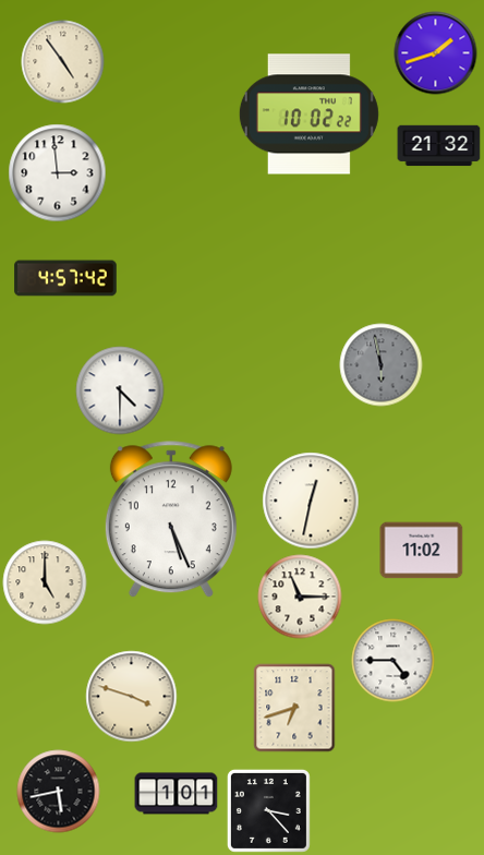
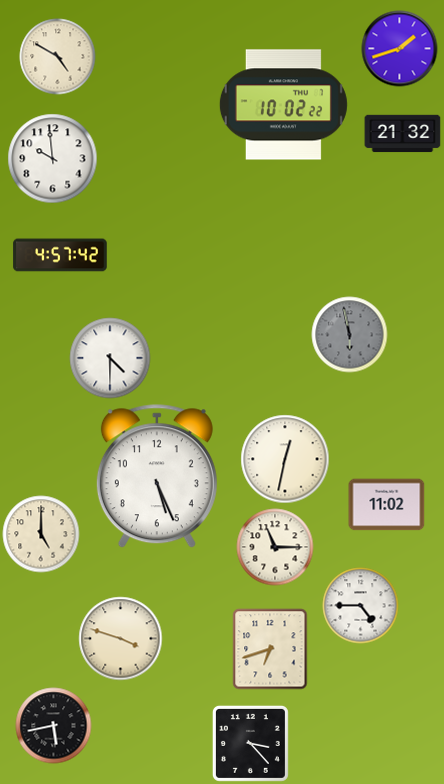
clock at (63, 62): 4:54 -> 4:50
clock at (58, 173): 2:59 -> 9:59
clock at (177, 794): 1:01 -> none
clock at (268, 810) position: (268, 810) -> (250, 743)
